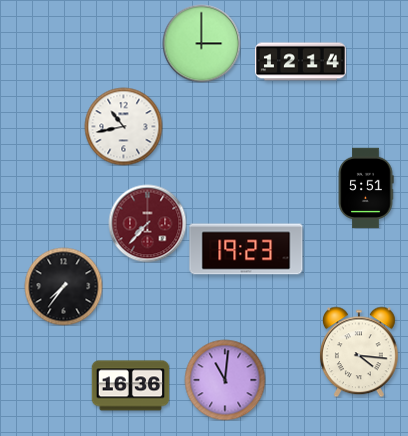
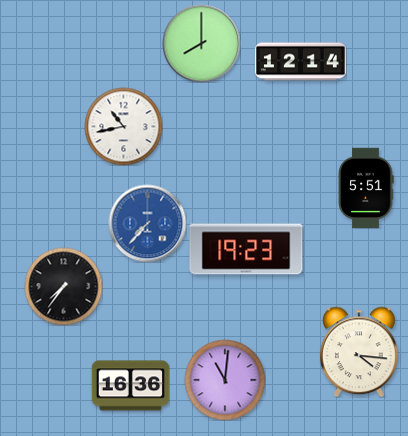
clock at (201, 43): 3:00 -> 8:00
clock at (147, 223) dial: burgundy -> blue
